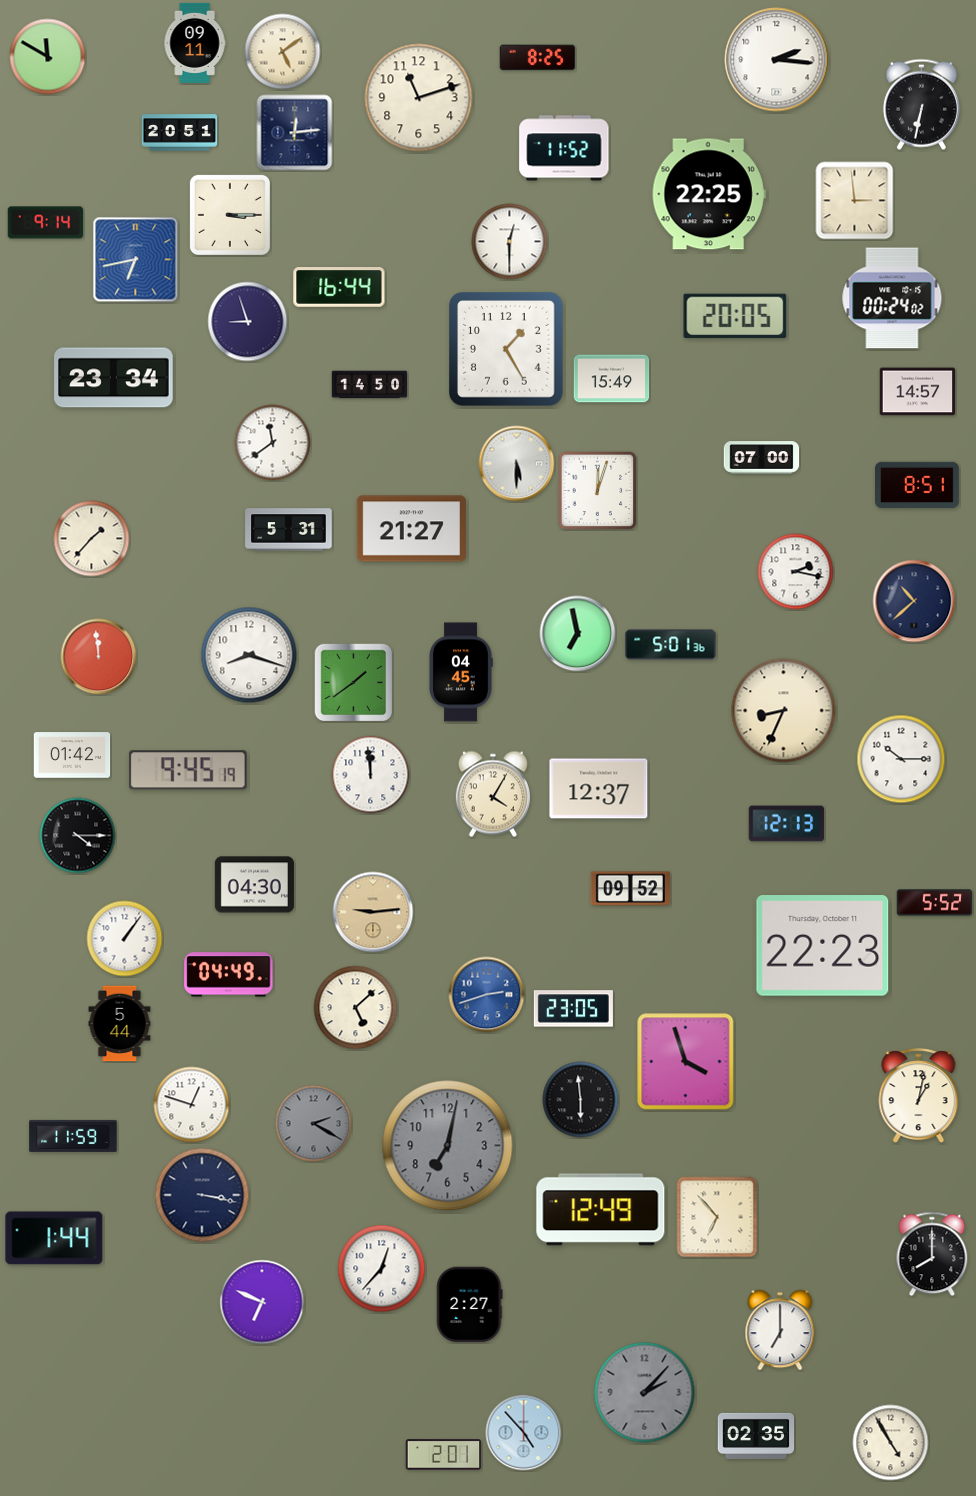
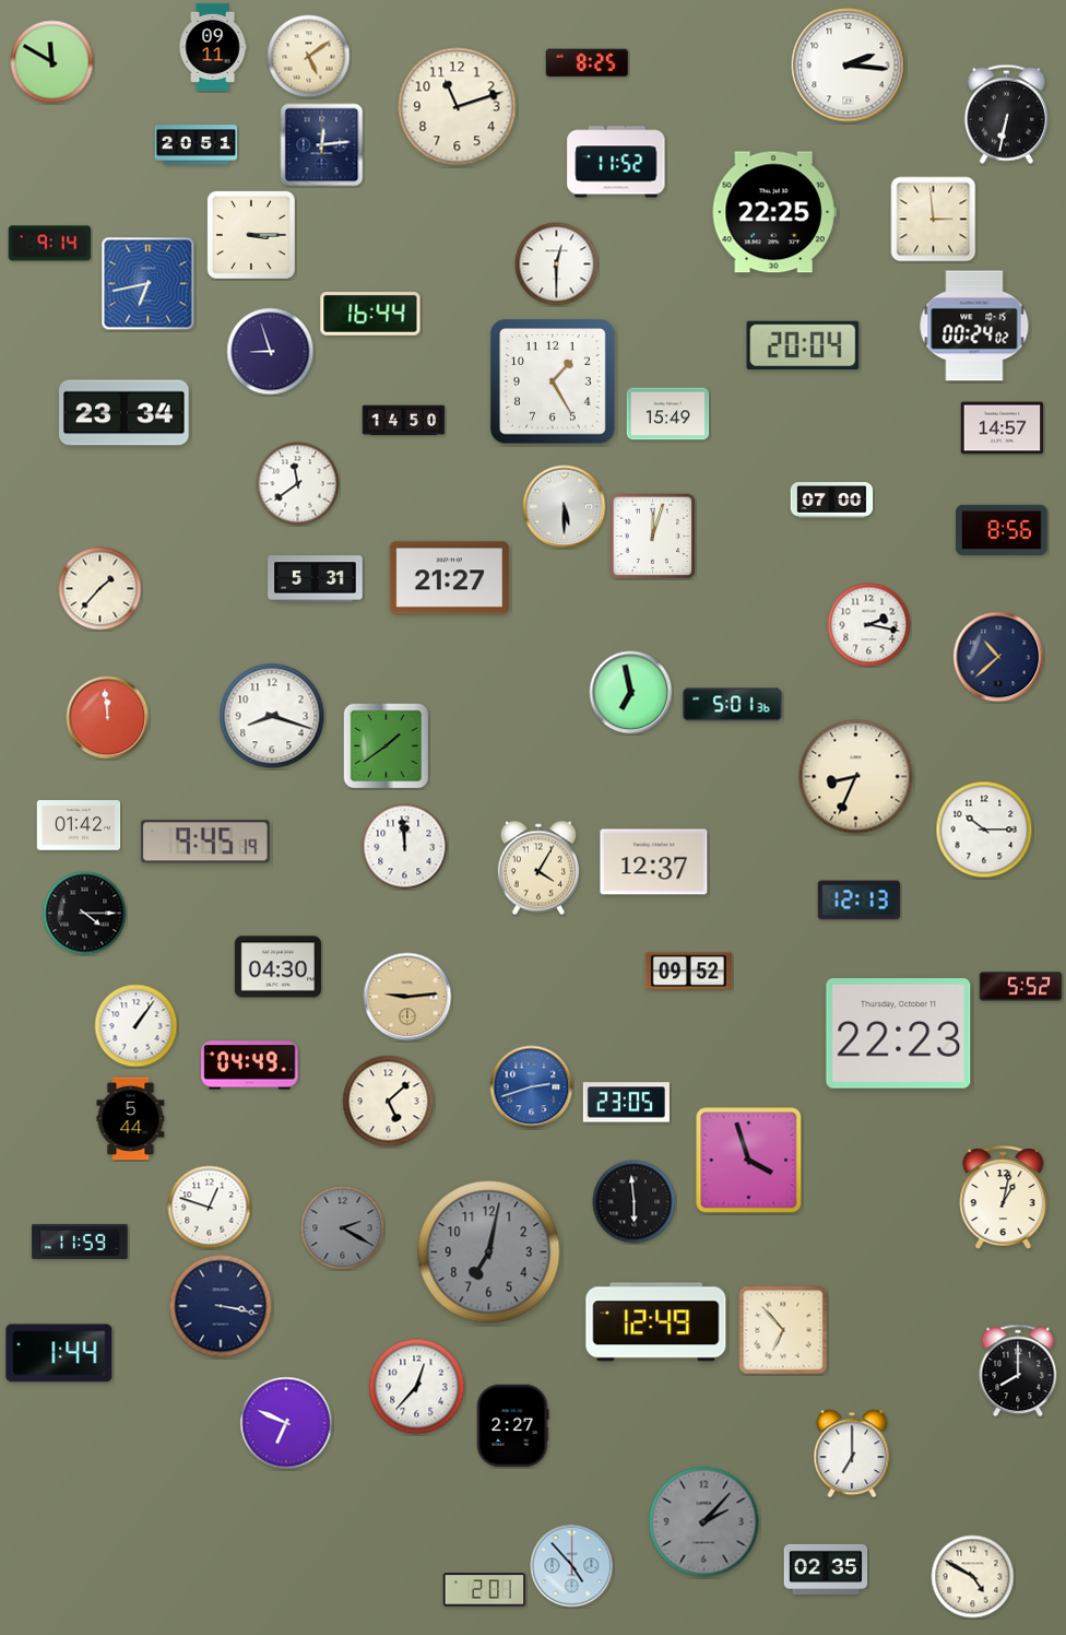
clock at (735, 316): 20:05 -> 20:04
clock at (917, 485): 8:51 -> 8:56
clock at (461, 672): 04:45 -> none
clock at (891, 1443): 4:55 -> 4:50
